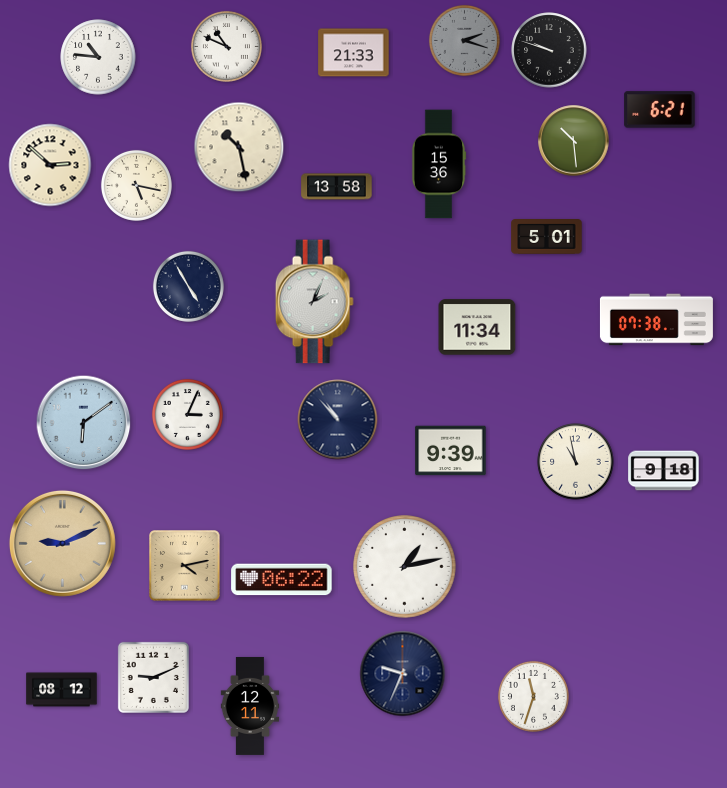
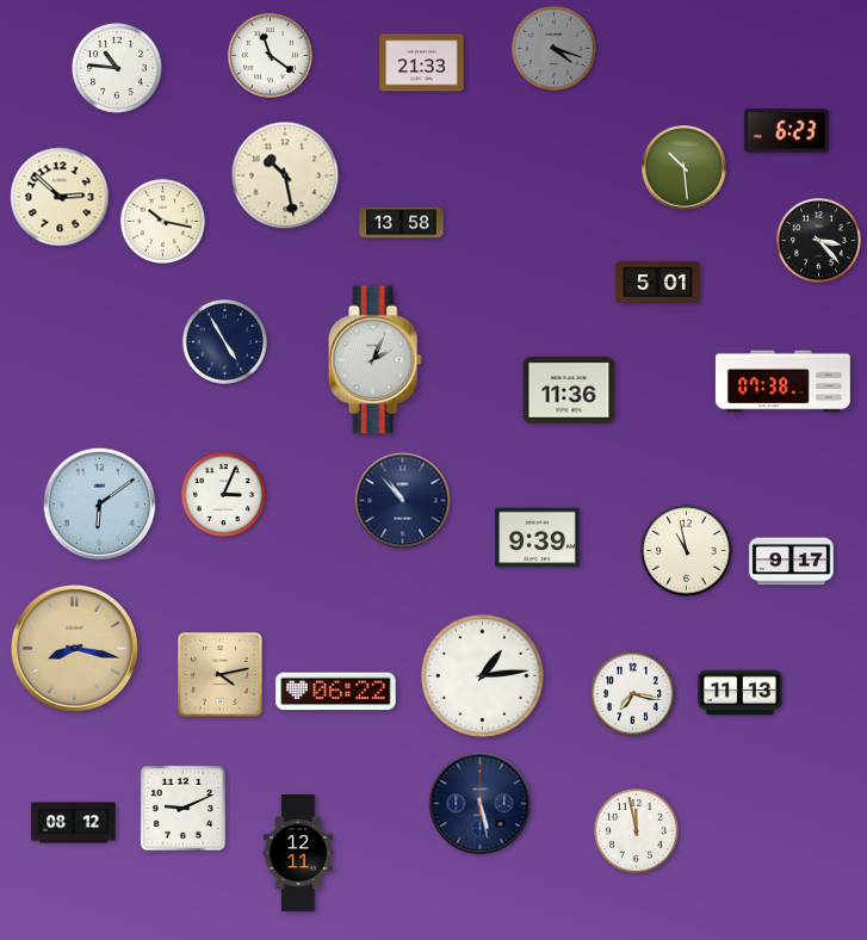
clock at (464, 40): 2:18 -> 4:18
clock at (226, 46): 10:49 -> 11:21
clock at (549, 50): 9:48 -> none
clock at (660, 110): 6:21 -> 6:23
clock at (439, 164): 15:36 -> none
clock at (136, 185): 5:17 -> 10:17
clock at (818, 240): none -> 3:23
clock at (547, 237) position: (547, 237) -> (658, 283)
clock at (477, 327): 11:34 -> 11:36
clock at (664, 471): 9:18 -> 9:17
clock at (62, 543): 9:11 -> 8:17
clock at (405, 567): 1:13 -> 1:14
clock at (632, 693): none -> 7:17
clock at (741, 693): none -> 11:13
clock at (403, 674): 9:34 -> 5:28
clock at (533, 696): 11:33 -> 11:58
clock at (250, 706) position: (250, 706) -> (298, 853)
